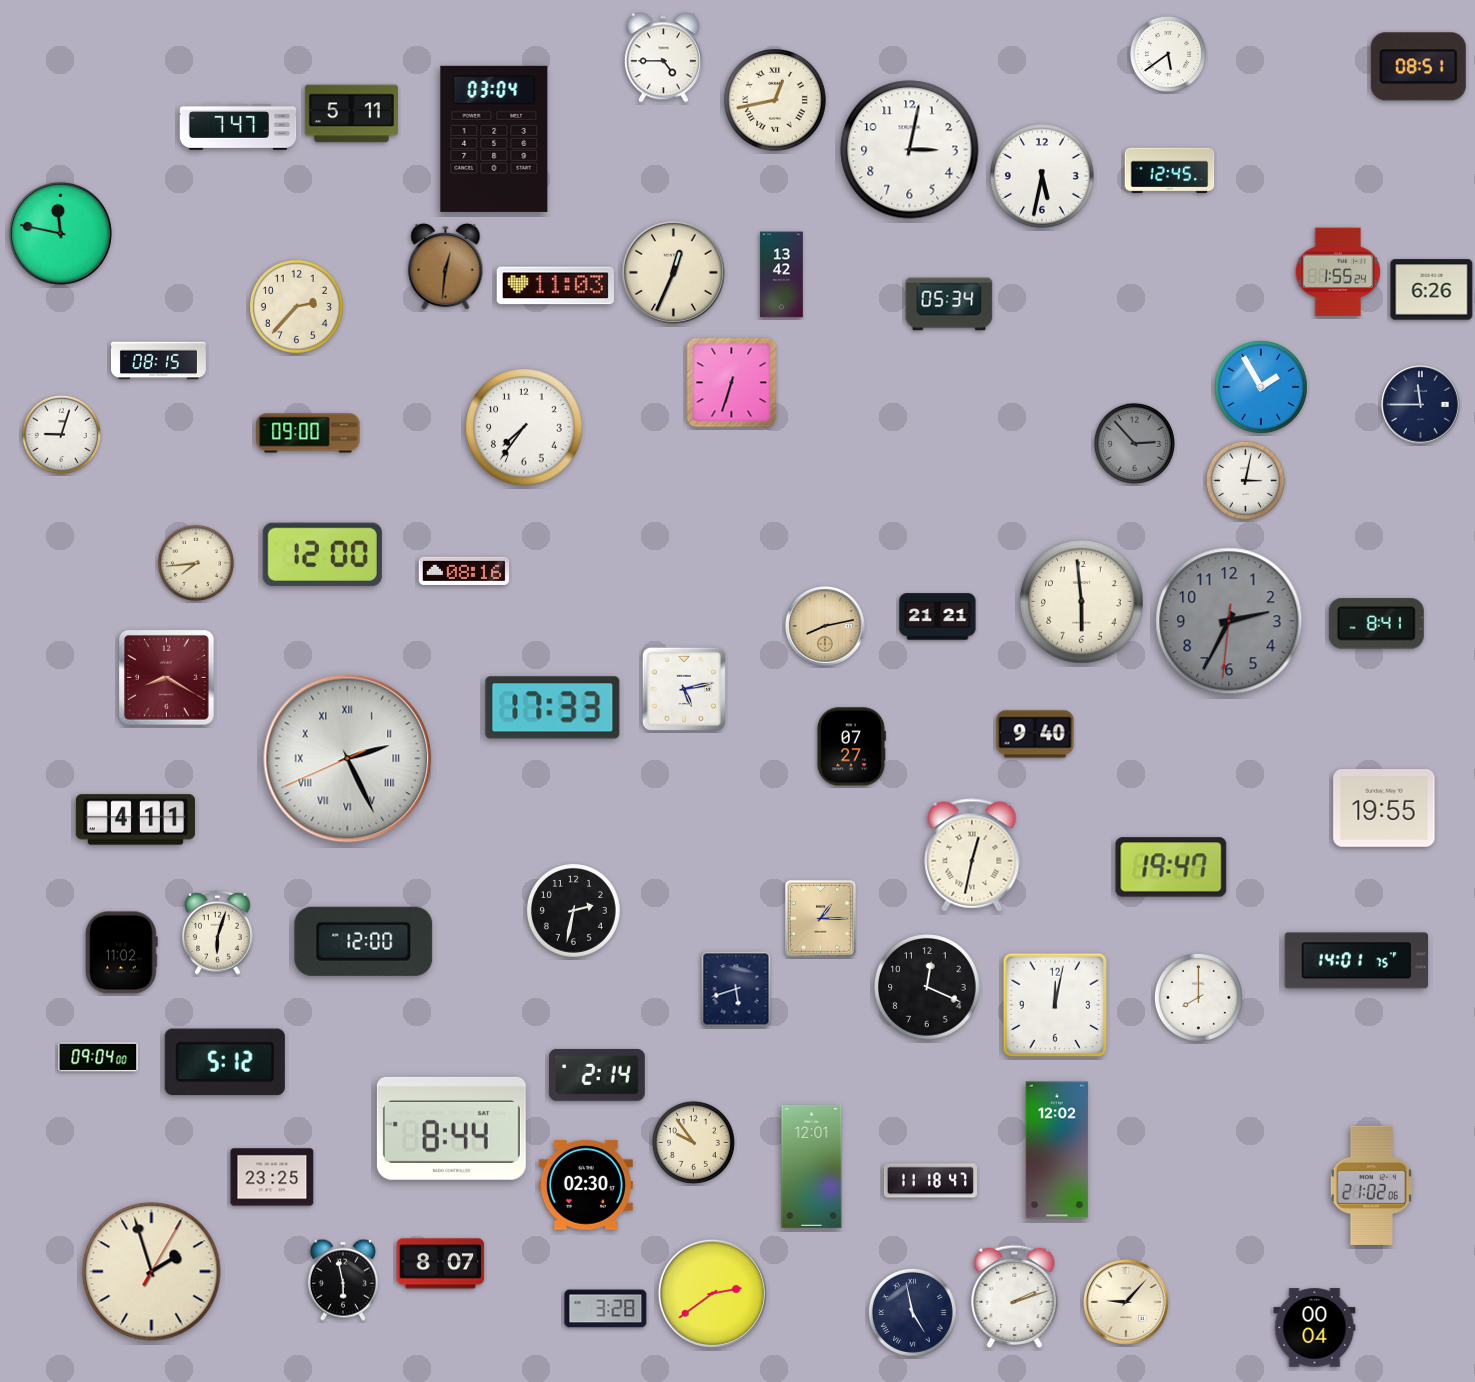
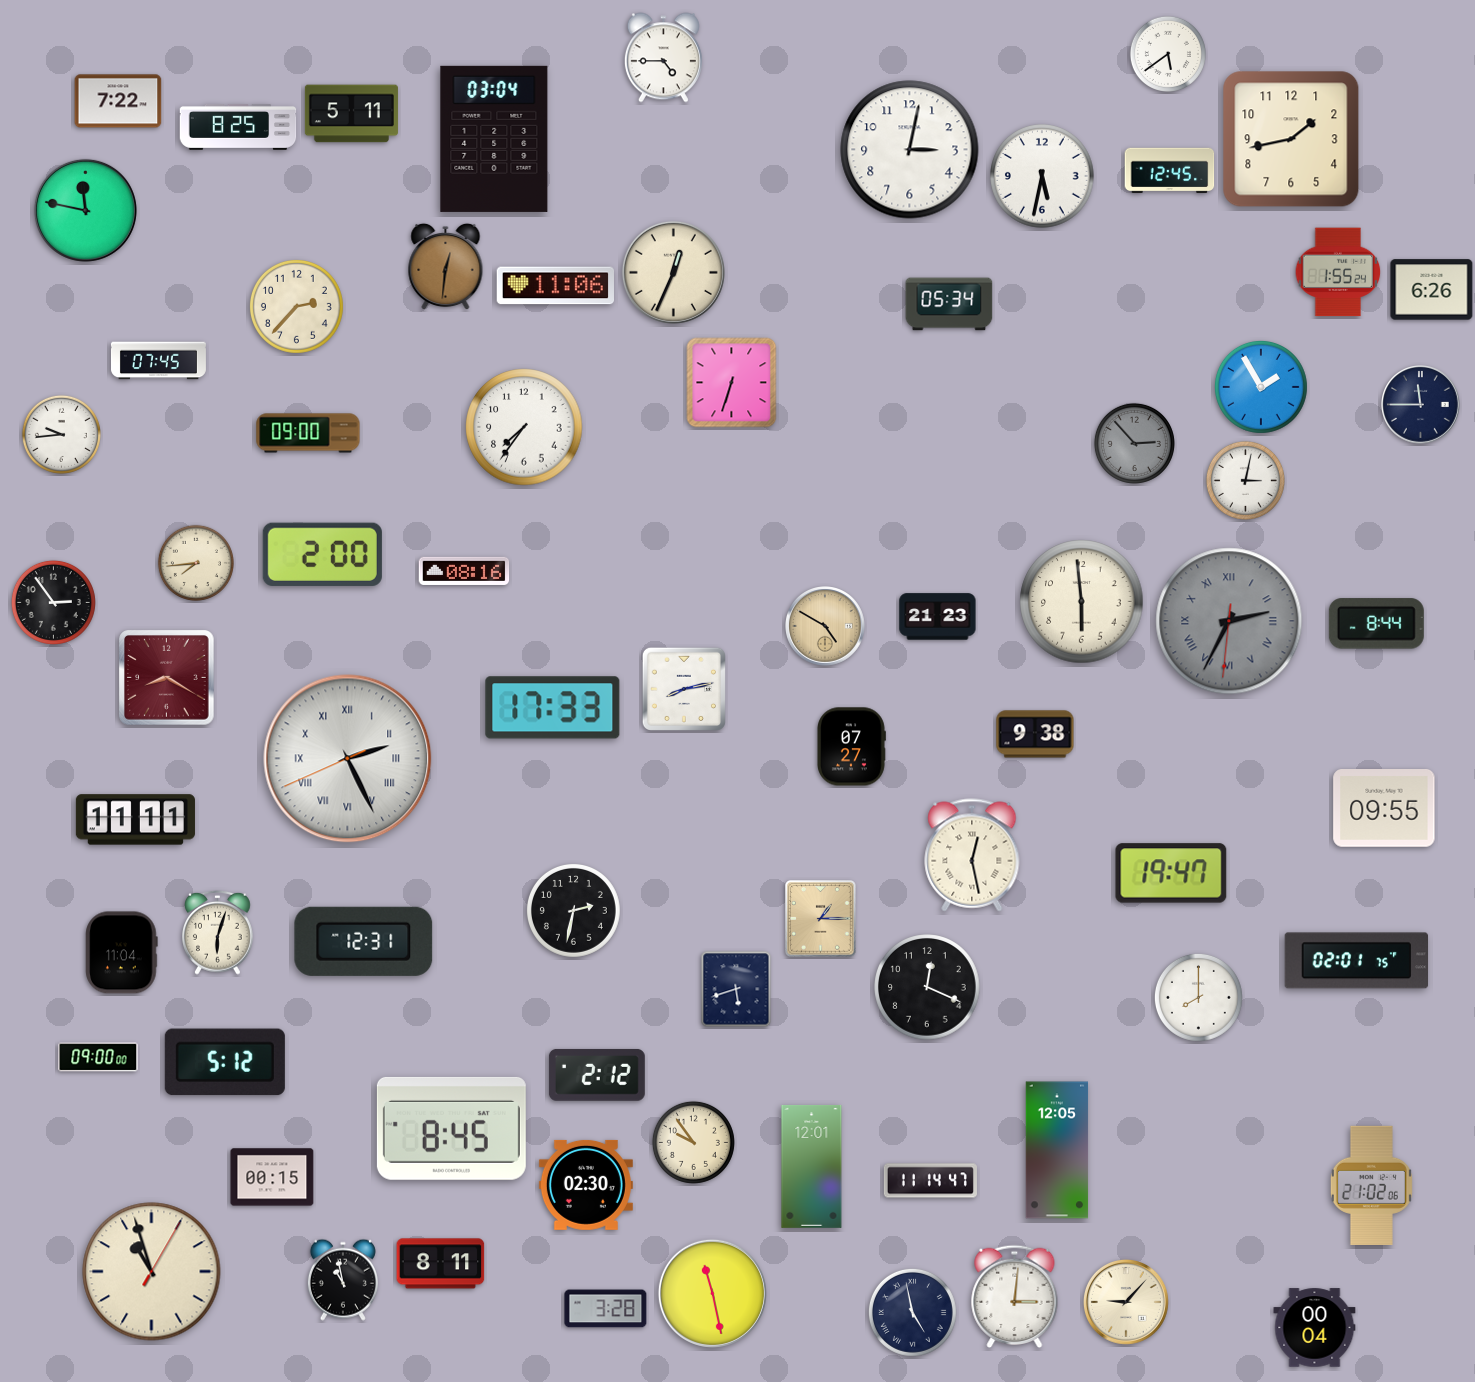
clock at (1418, 67): 08:51 -> none
clock at (118, 101): none -> 7:22
clock at (776, 101): 12:43 -> none
clock at (238, 127): 7:47 -> 8:25
clock at (1291, 139): none -> 1:43
clock at (60, 233) position: (60, 233) -> (85, 210)
clock at (782, 275): 13:42 -> none
clock at (555, 286): 11:03 -> 11:06
clock at (158, 361): 08:15 -> 07:45
clock at (61, 434): 9:03 -> 9:44
clock at (322, 554): 12:00 -> 2:00
clock at (53, 602): none -> 2:54
clock at (938, 617): 21:21 -> 21:23
clock at (1229, 621) numerals: Arabic -> Roman
clock at (1376, 624): 8:41 -> 8:44
clock at (826, 627): 8:13 -> 4:50
clock at (684, 689): 5:13 -> 8:13
clock at (1035, 734): 9:40 -> 9:38
clock at (1384, 809): 19:55 -> 09:55
clock at (135, 820): 4:11 -> 11:11
clock at (972, 855): 12:32 -> 12:28
clock at (1171, 867) position: (1171, 867) -> (1171, 873)
clock at (364, 941): 12:00 -> 12:31
clock at (122, 953): 11:02 -> 11:04
clock at (1357, 961): 14:01 -> 02:01
clock at (1055, 1005): 12:02 -> none
clock at (98, 1057): 09:04 -> 09:00
clock at (597, 1075): 2:14 -> 2:12
clock at (451, 1128): 8:44 -> 8:45
clock at (1057, 1150): 12:02 -> 12:05
clock at (272, 1177): 23:25 -> 00:15
clock at (930, 1181): 11:18 -> 11:14
clock at (441, 1264): 8:07 -> 8:11
clock at (152, 1272): 1:57 -> 10:57
clock at (343, 1280): 5:58 -> 10:58
clock at (712, 1293): 2:39 -> 11:28
clock at (1015, 1296): 2:12 -> 3:01
